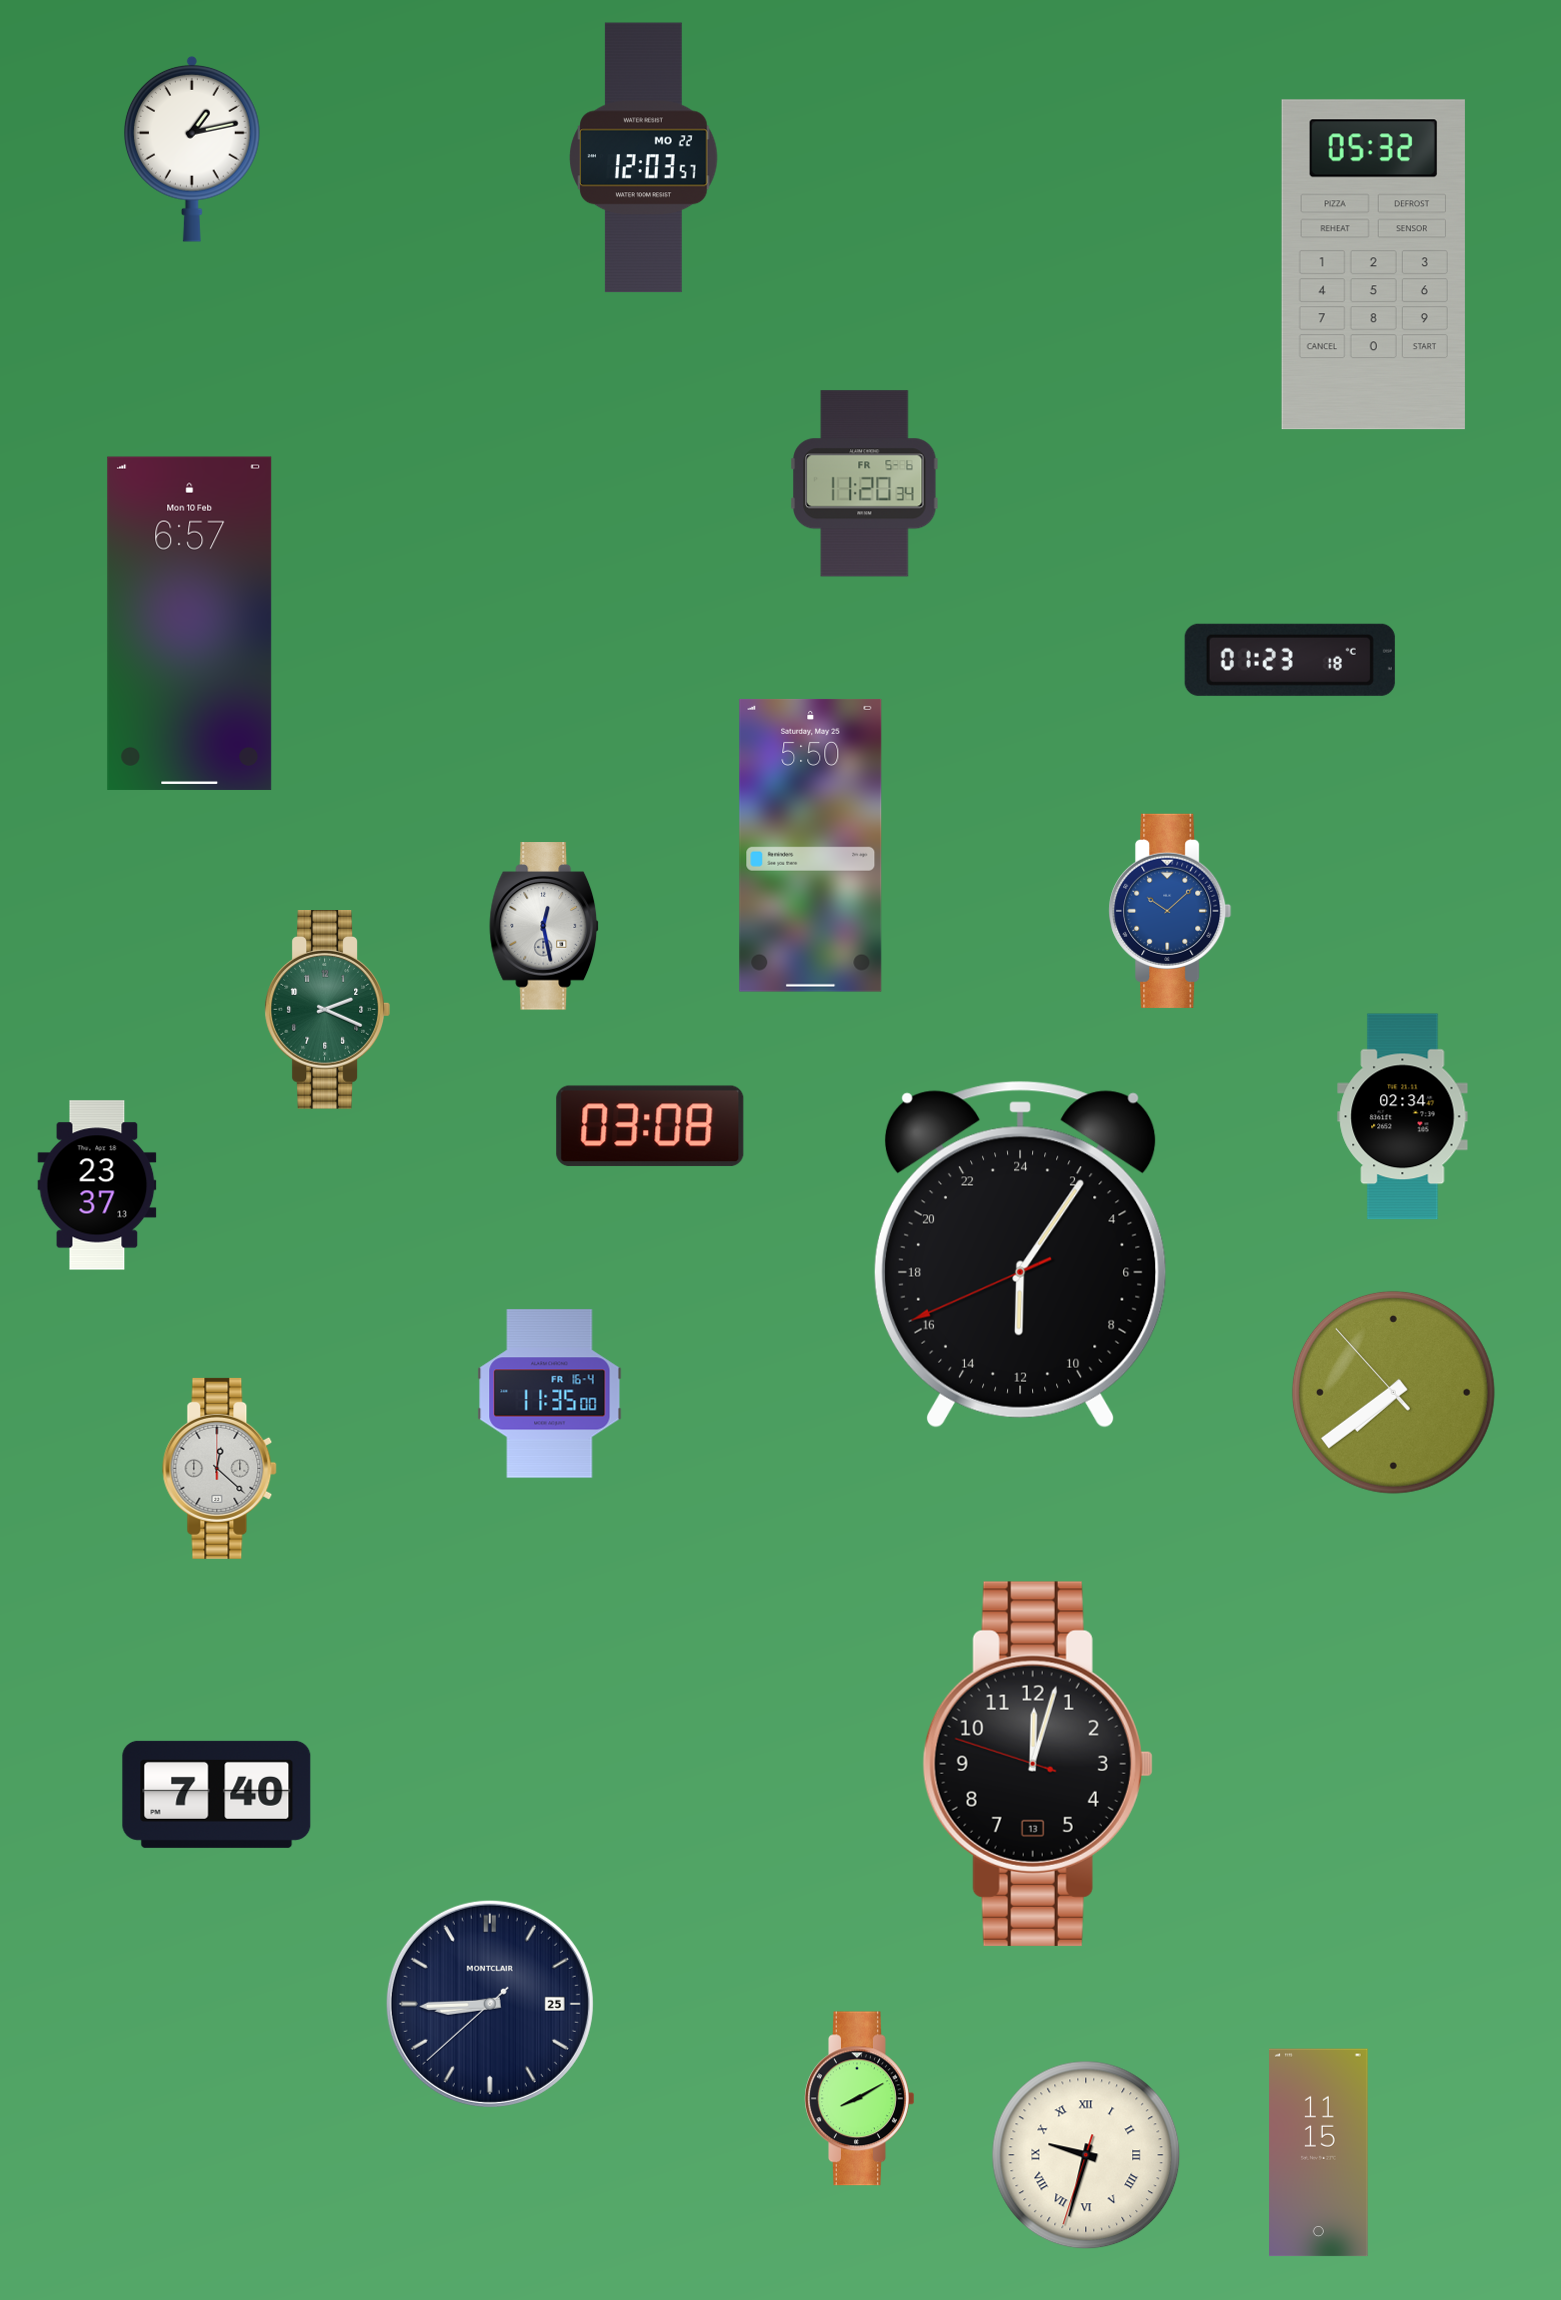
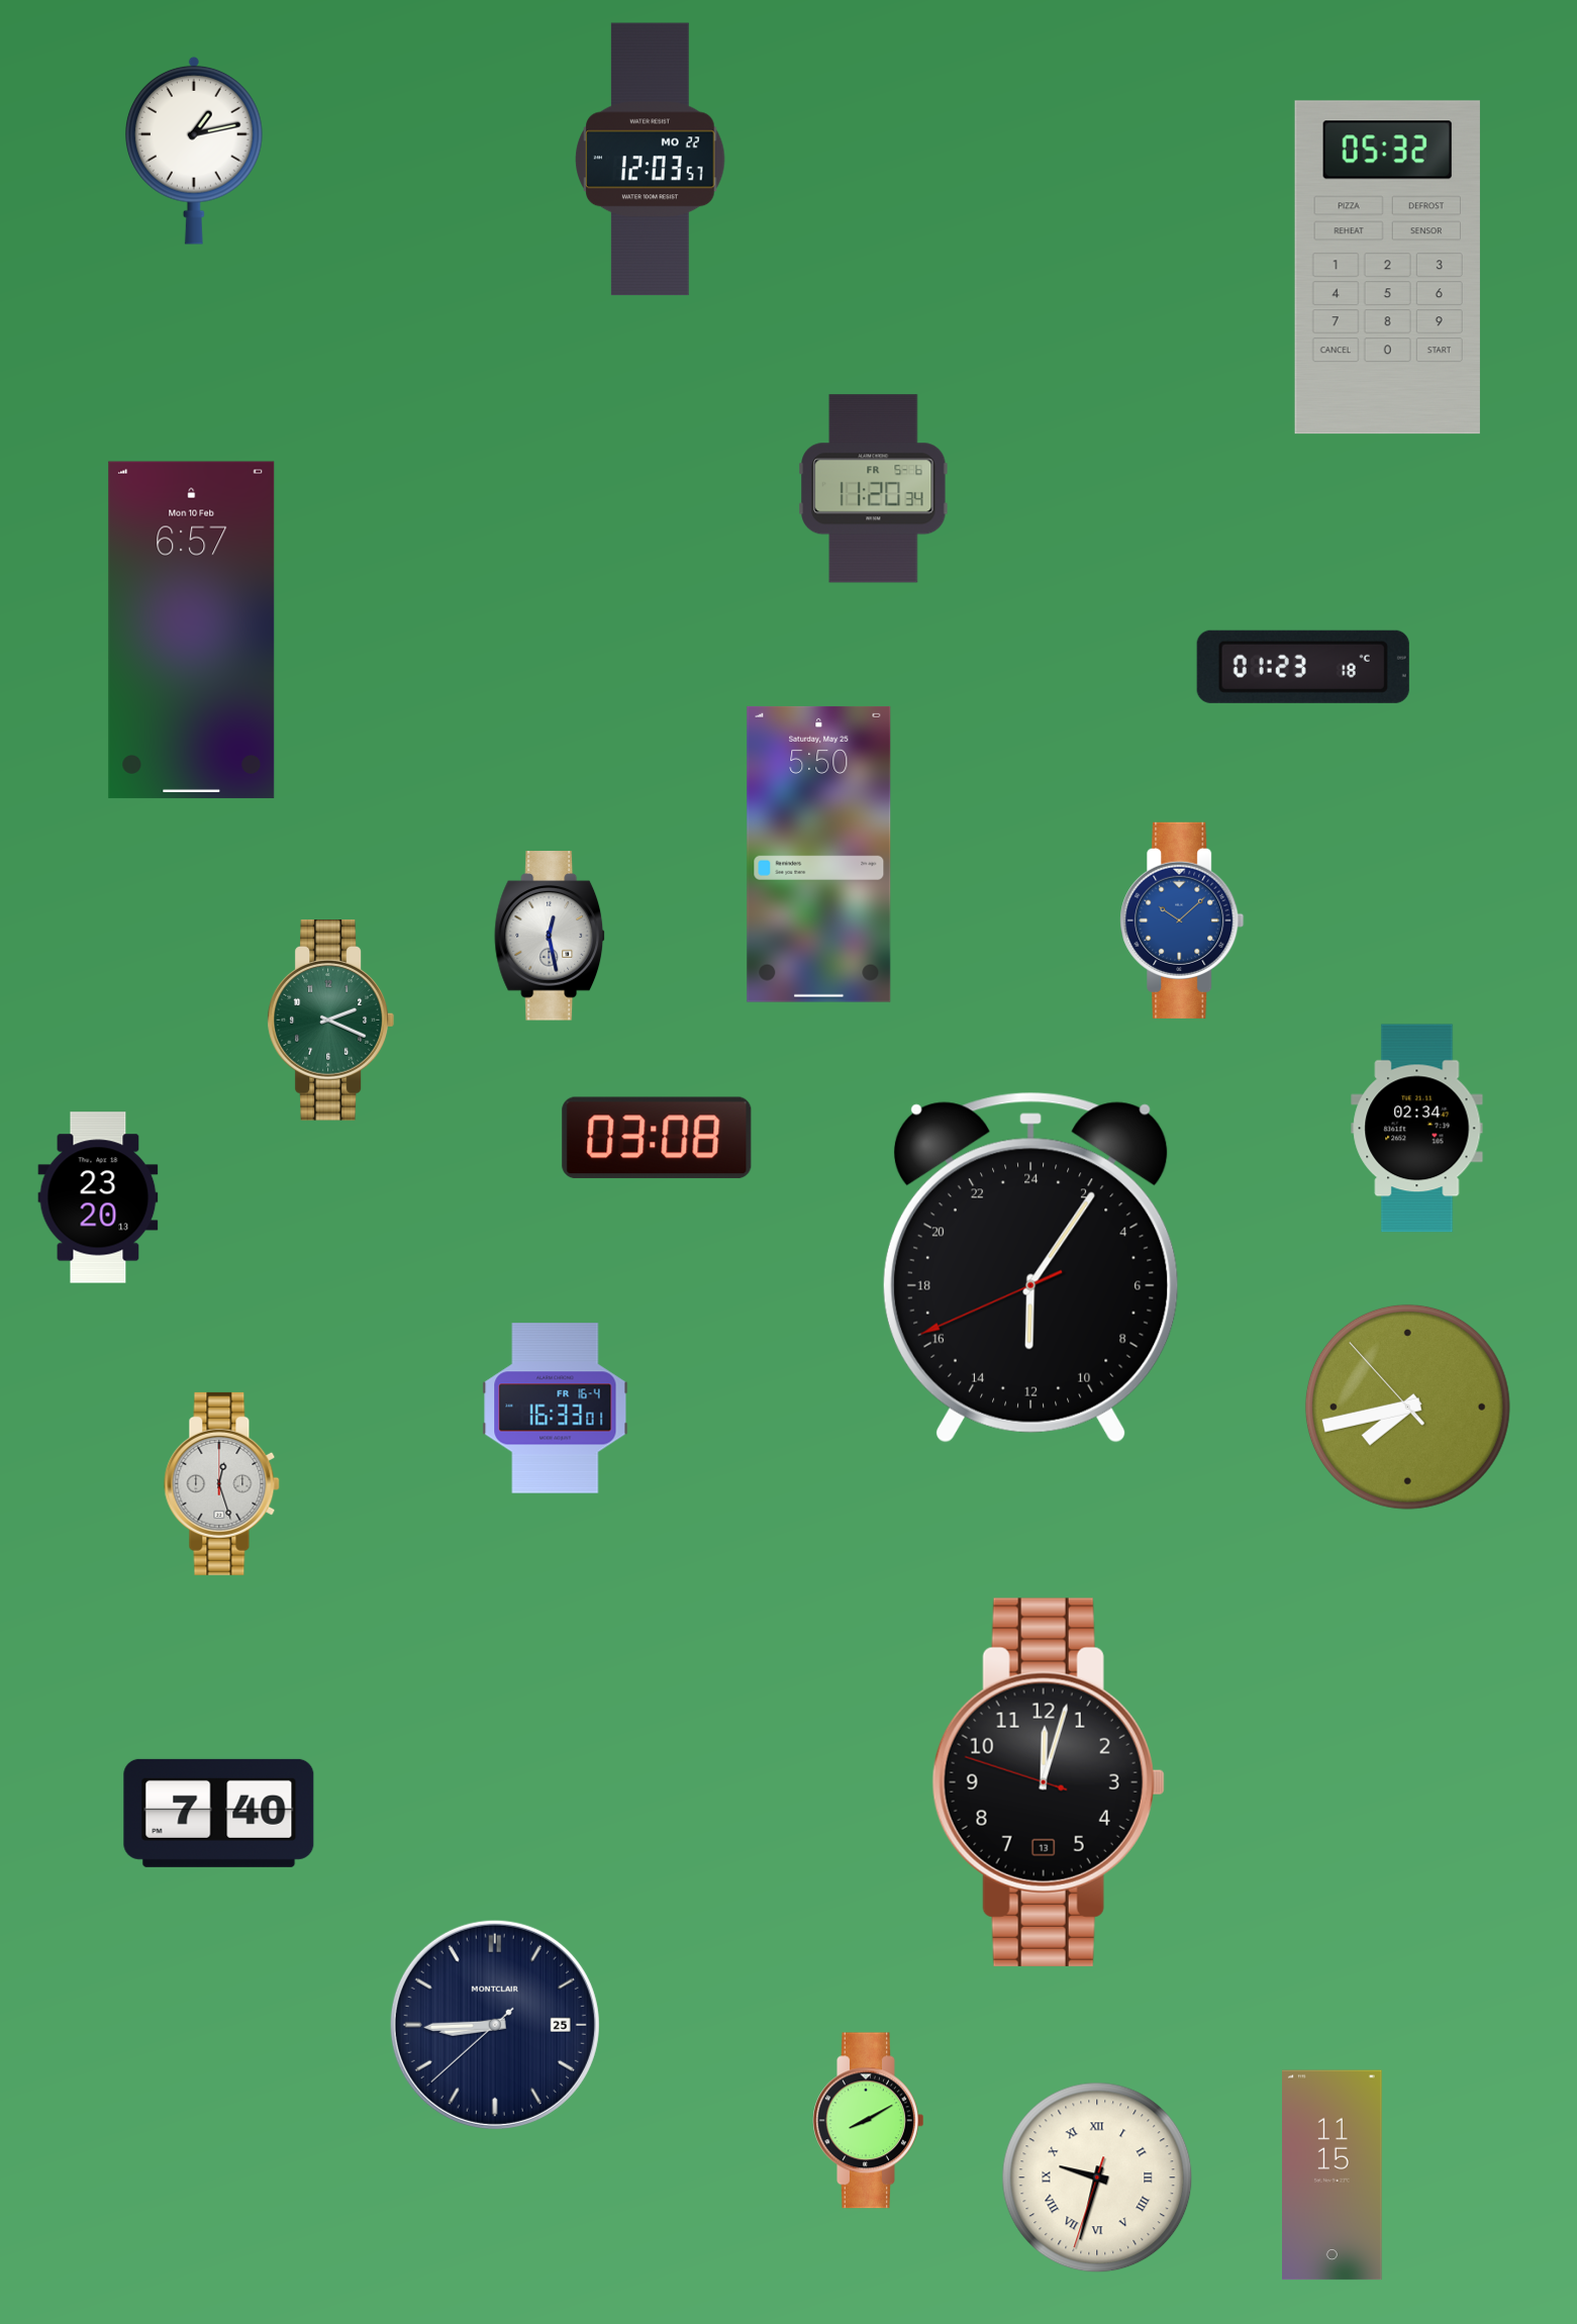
clock at (97, 1185): 23:37 -> 23:20
clock at (1393, 1392): 7:38 -> 7:42
clock at (550, 1394): 11:35 -> 16:33
clock at (220, 1468): 12:22 -> 12:27
